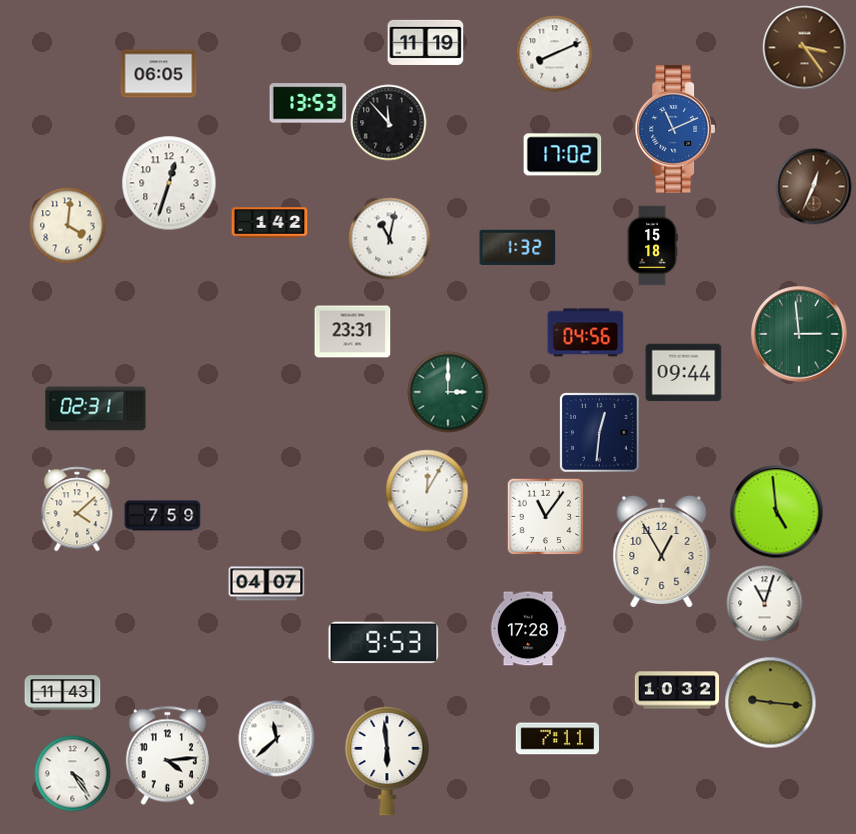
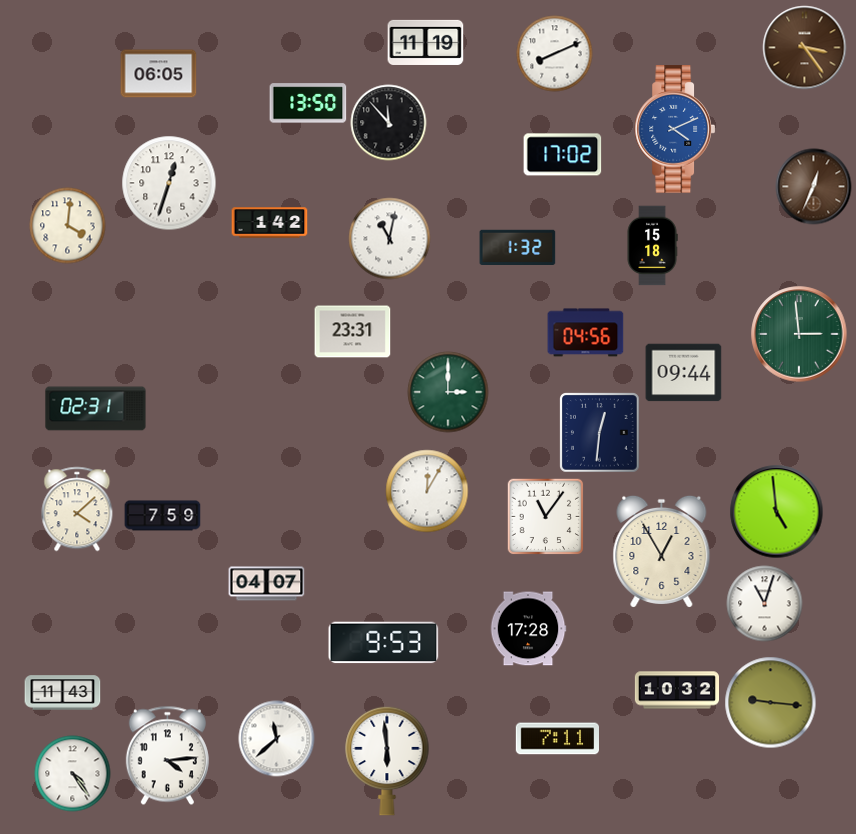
clock at (308, 103): 13:53 -> 13:50
clock at (674, 129): 11:11 -> 4:11
